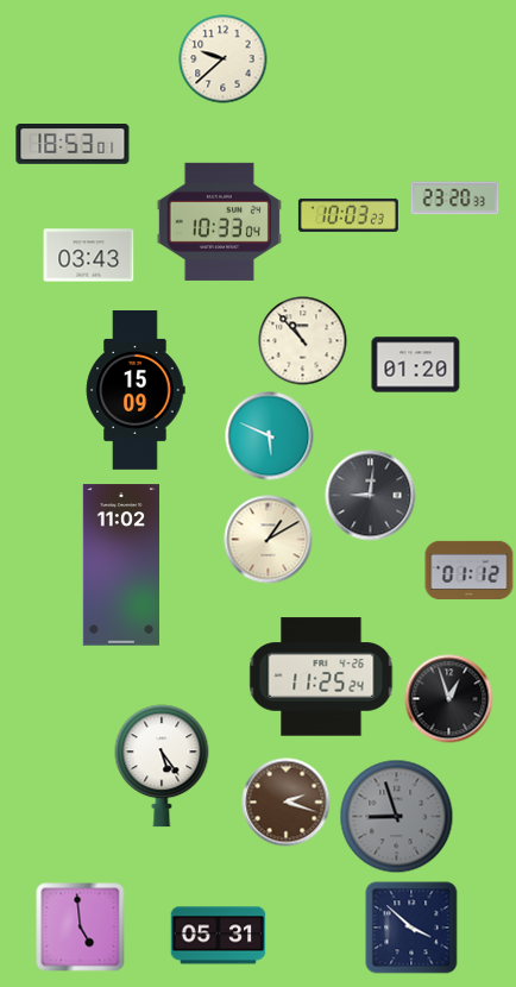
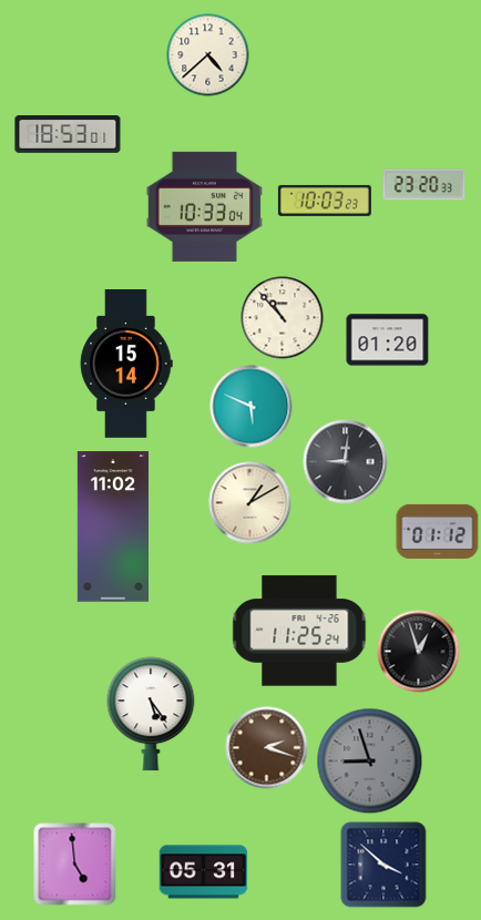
clock at (224, 59): 9:38 -> 4:38
clock at (89, 256): 03:43 -> none
clock at (136, 391): 15:09 -> 15:14
